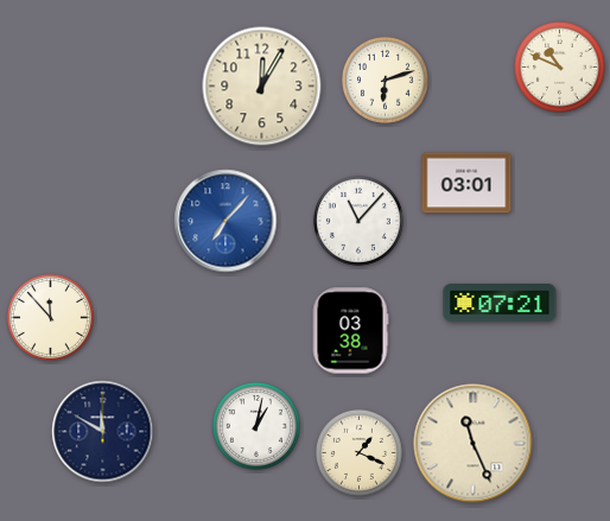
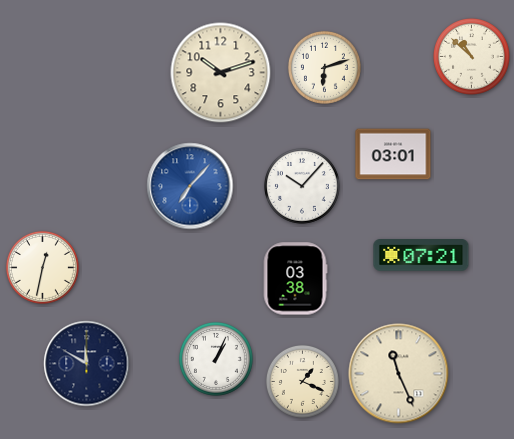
clock at (560, 68): 10:49 -> 10:52
clock at (262, 87): 12:05 -> 10:12
clock at (360, 222): 11:07 -> 10:07
clock at (50, 317): 11:53 -> 12:32
clock at (256, 426): 1:02 -> 1:04
